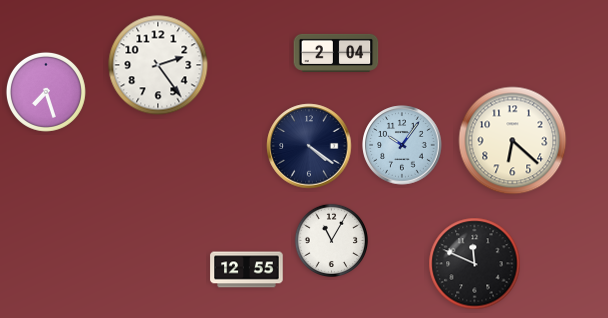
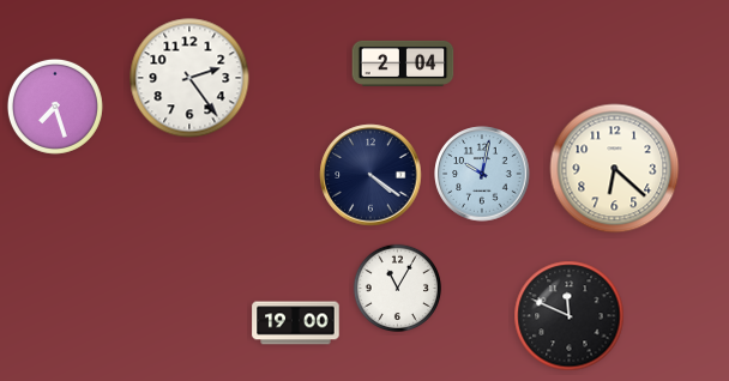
clock at (46, 92) position: (46, 92) -> (55, 107)
clock at (402, 145): 10:06 -> 10:02
clock at (247, 270): 12:55 -> 19:00
